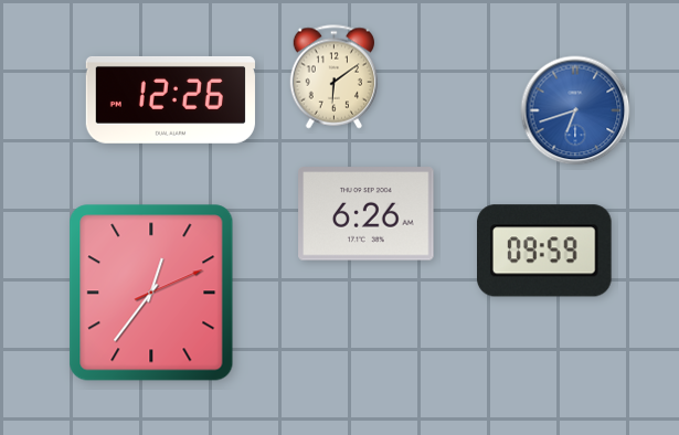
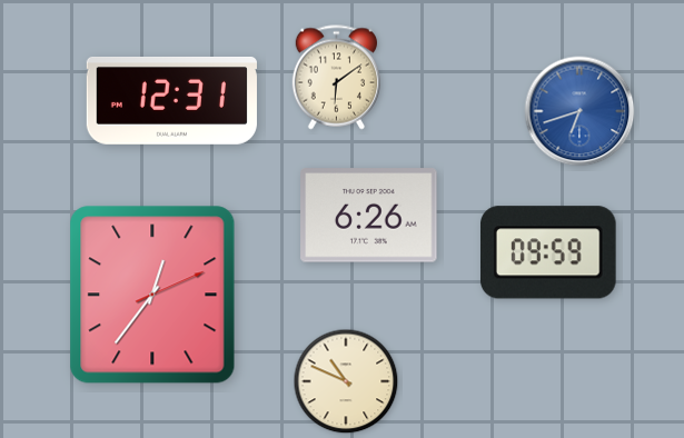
clock at (170, 99): 12:26 -> 12:31
clock at (346, 381): none -> 10:49
